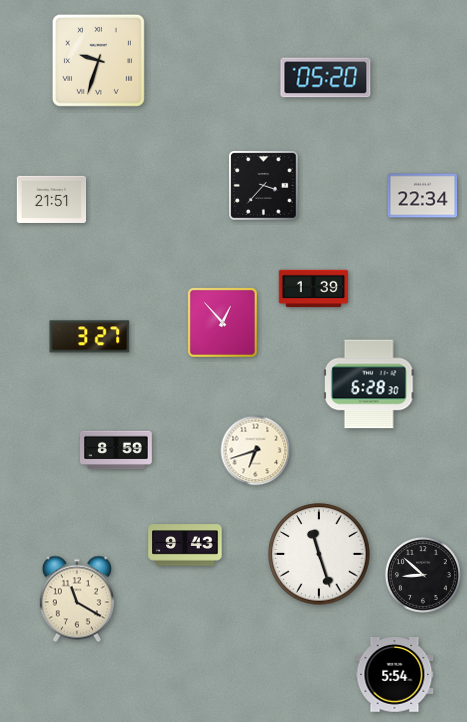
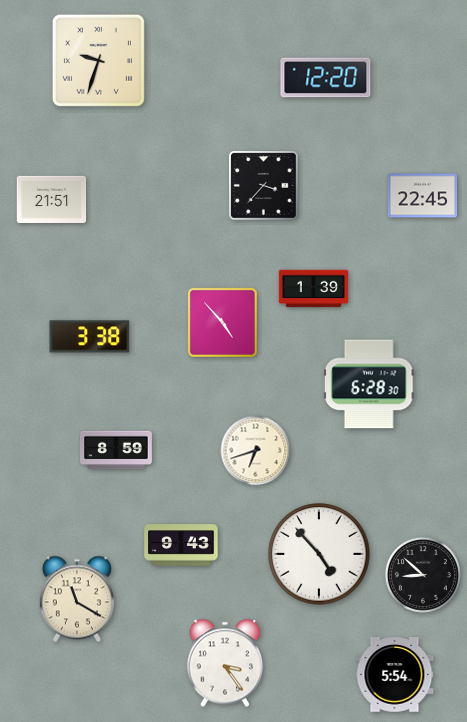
clock at (326, 78): 05:20 -> 12:20
clock at (423, 196): 22:34 -> 22:45
clock at (223, 323): 12:53 -> 4:53
clock at (90, 337): 3:27 -> 3:38
clock at (185, 545) position: (185, 545) -> (181, 545)
clock at (319, 554): 11:27 -> 4:53
clock at (225, 663): none -> 3:24
